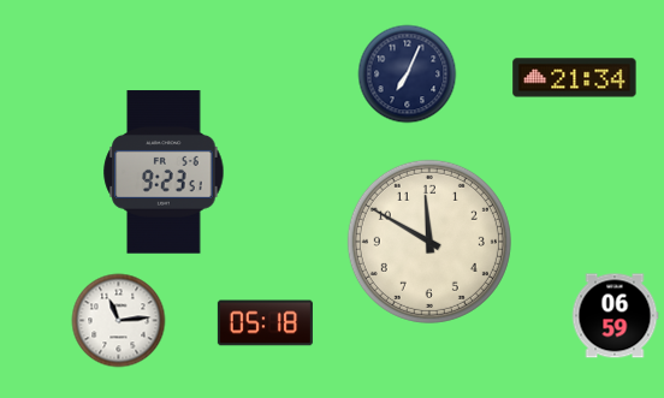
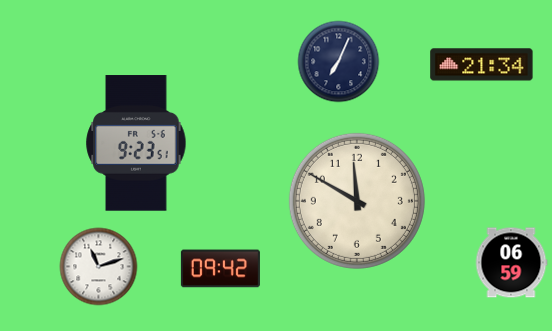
clock at (575, 78) position: (575, 78) -> (482, 65)
clock at (119, 321): 11:14 -> 11:12
clock at (265, 323): 05:18 -> 09:42
